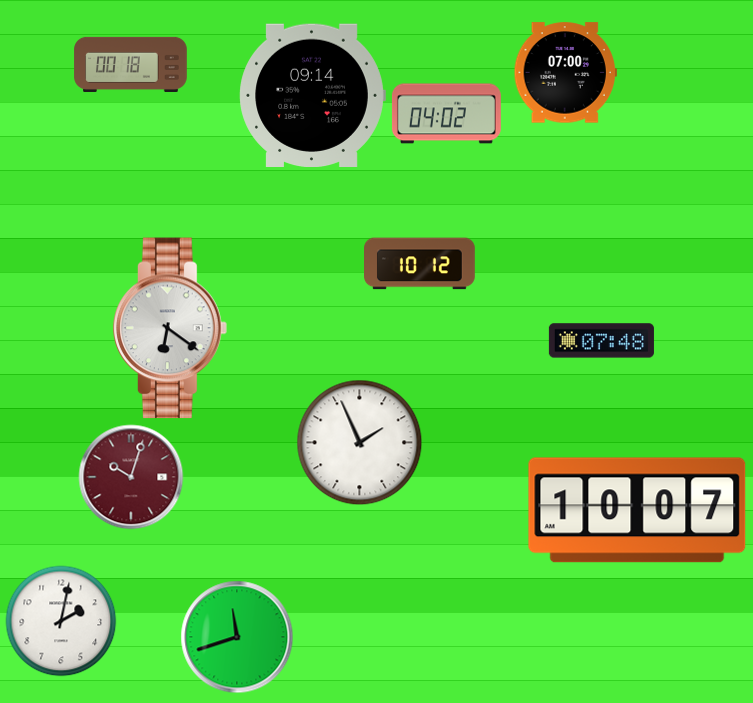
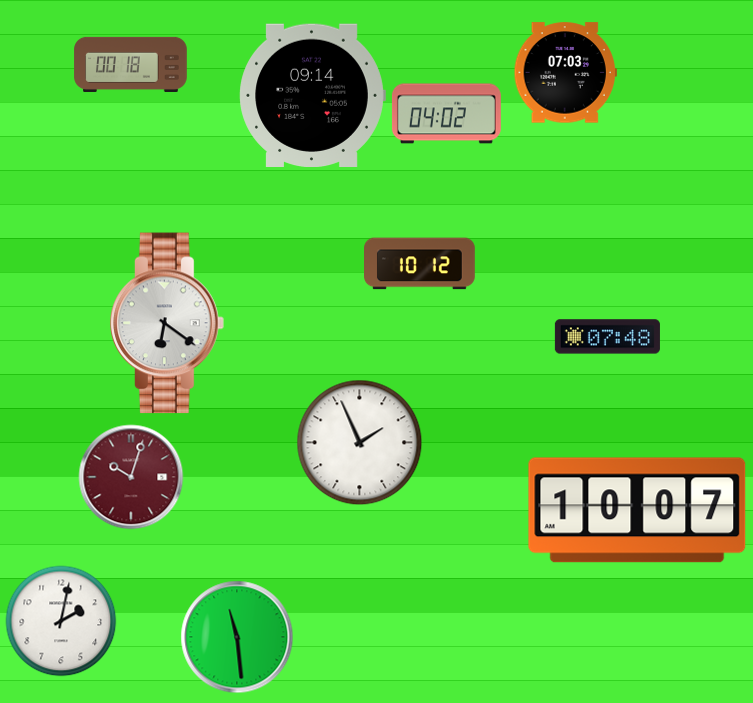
clock at (565, 73): 07:00 -> 07:03
clock at (171, 328) position: (171, 328) -> (168, 323)
clock at (601, 341) position: (601, 341) -> (607, 337)
clock at (237, 637): 11:42 -> 11:29
